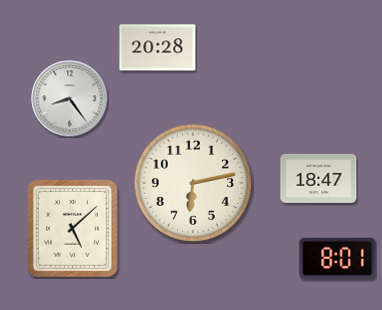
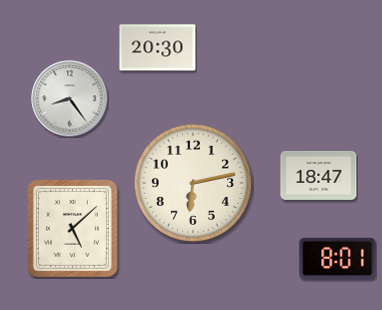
clock at (158, 48): 20:28 -> 20:30
clock at (319, 178) position: (319, 178) -> (319, 175)
